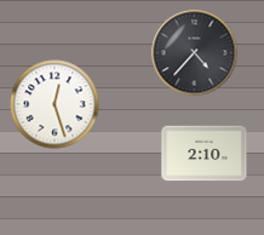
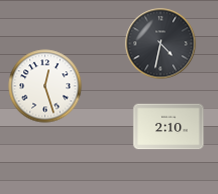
clock at (195, 53): 4:37 -> 4:32
